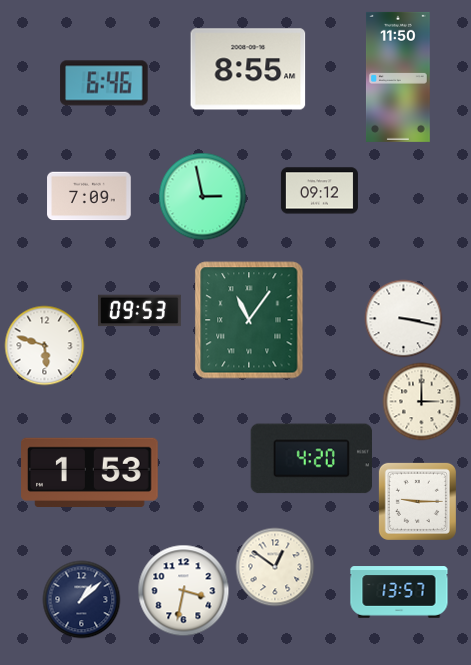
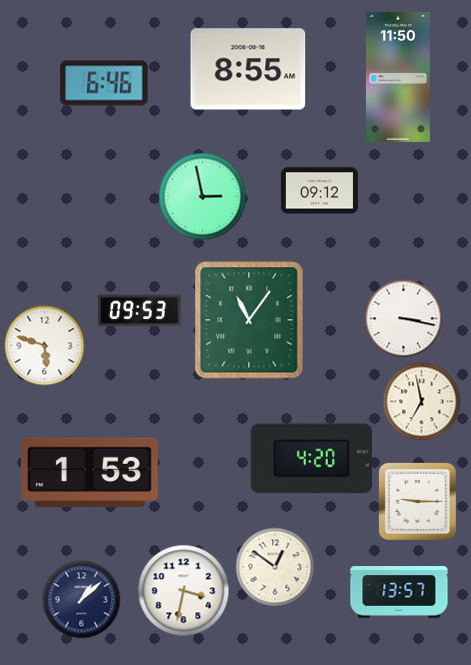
clock at (89, 196): 7:09 -> none
clock at (421, 401): 3:00 -> 6:58
